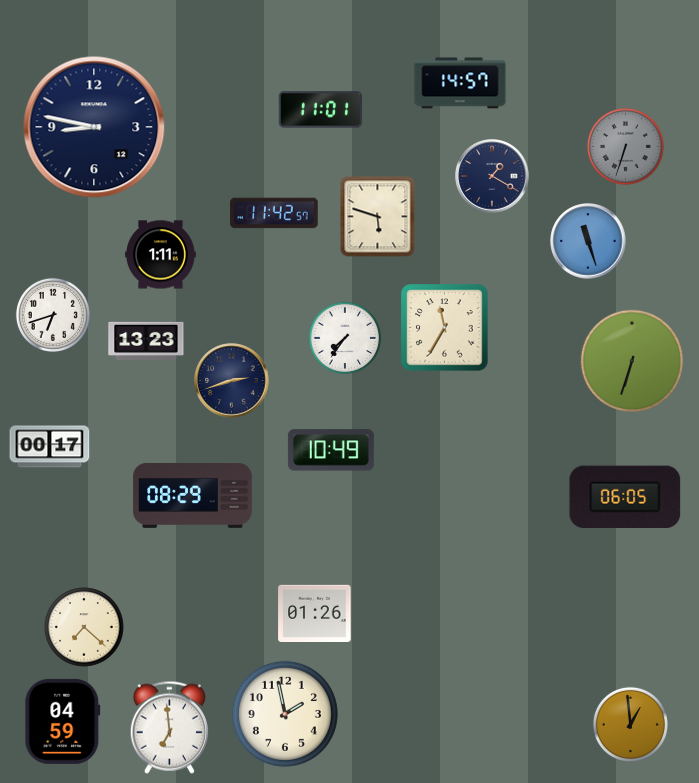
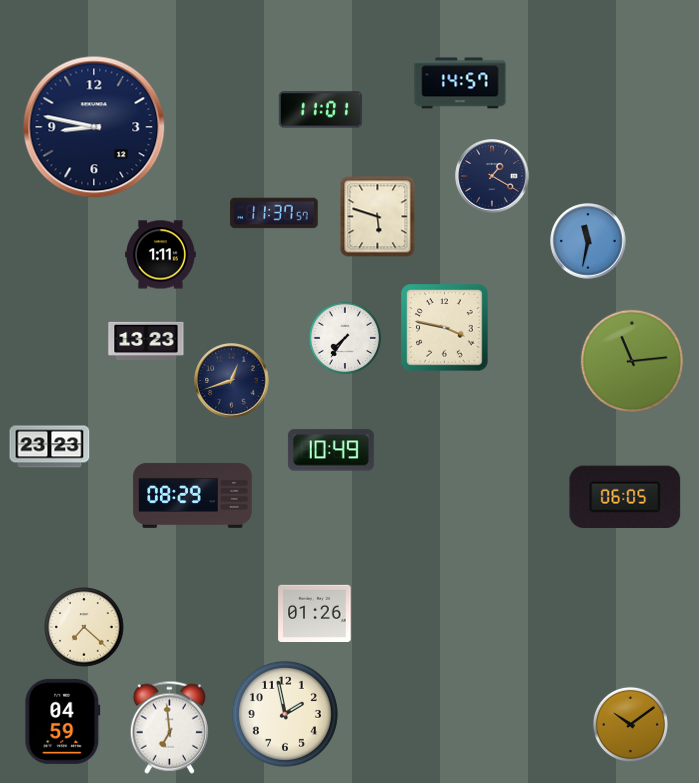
clock at (625, 146): 6:33 -> none
clock at (274, 213): 11:42 -> 11:37
clock at (588, 241): 11:27 -> 11:32
clock at (53, 315): 6:42 -> none
clock at (445, 328): 11:35 -> 3:47
clock at (632, 361): 6:33 -> 11:14
clock at (232, 381): 2:42 -> 12:42
clock at (50, 447): 00:17 -> 23:23
clock at (630, 724): 12:59 -> 10:09
